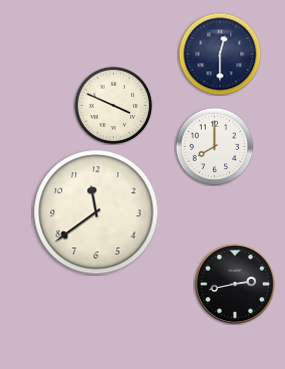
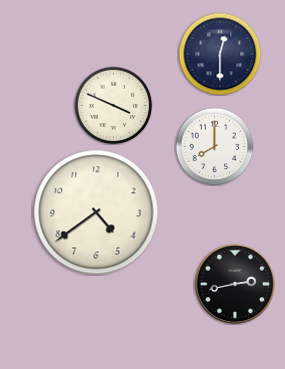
clock at (96, 212): 11:39 -> 4:39
